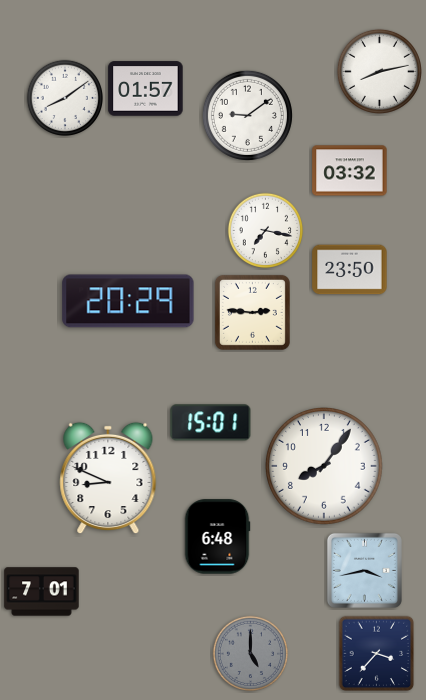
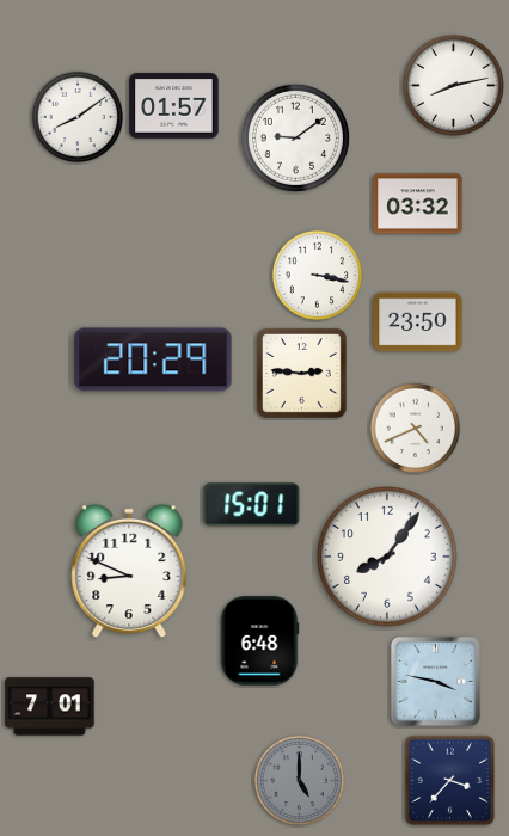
clock at (266, 231): 7:17 -> 3:17
clock at (416, 429): none -> 4:41
clock at (364, 570): 3:43 -> 3:47
